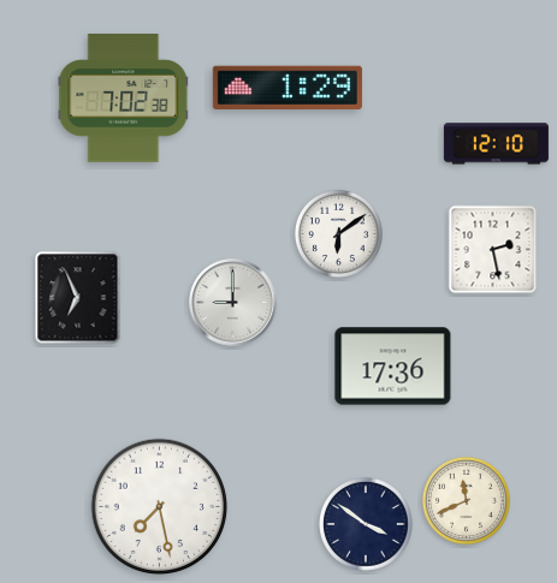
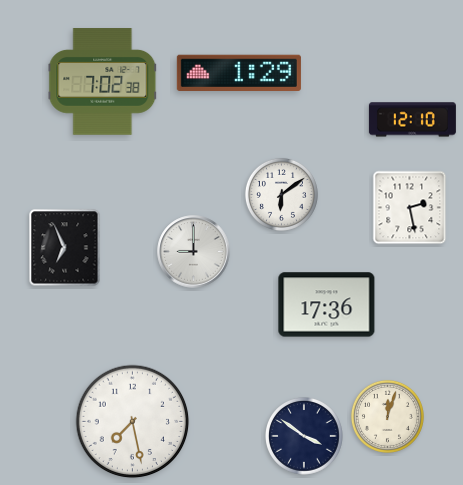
clock at (466, 500): 11:41 -> 12:03
